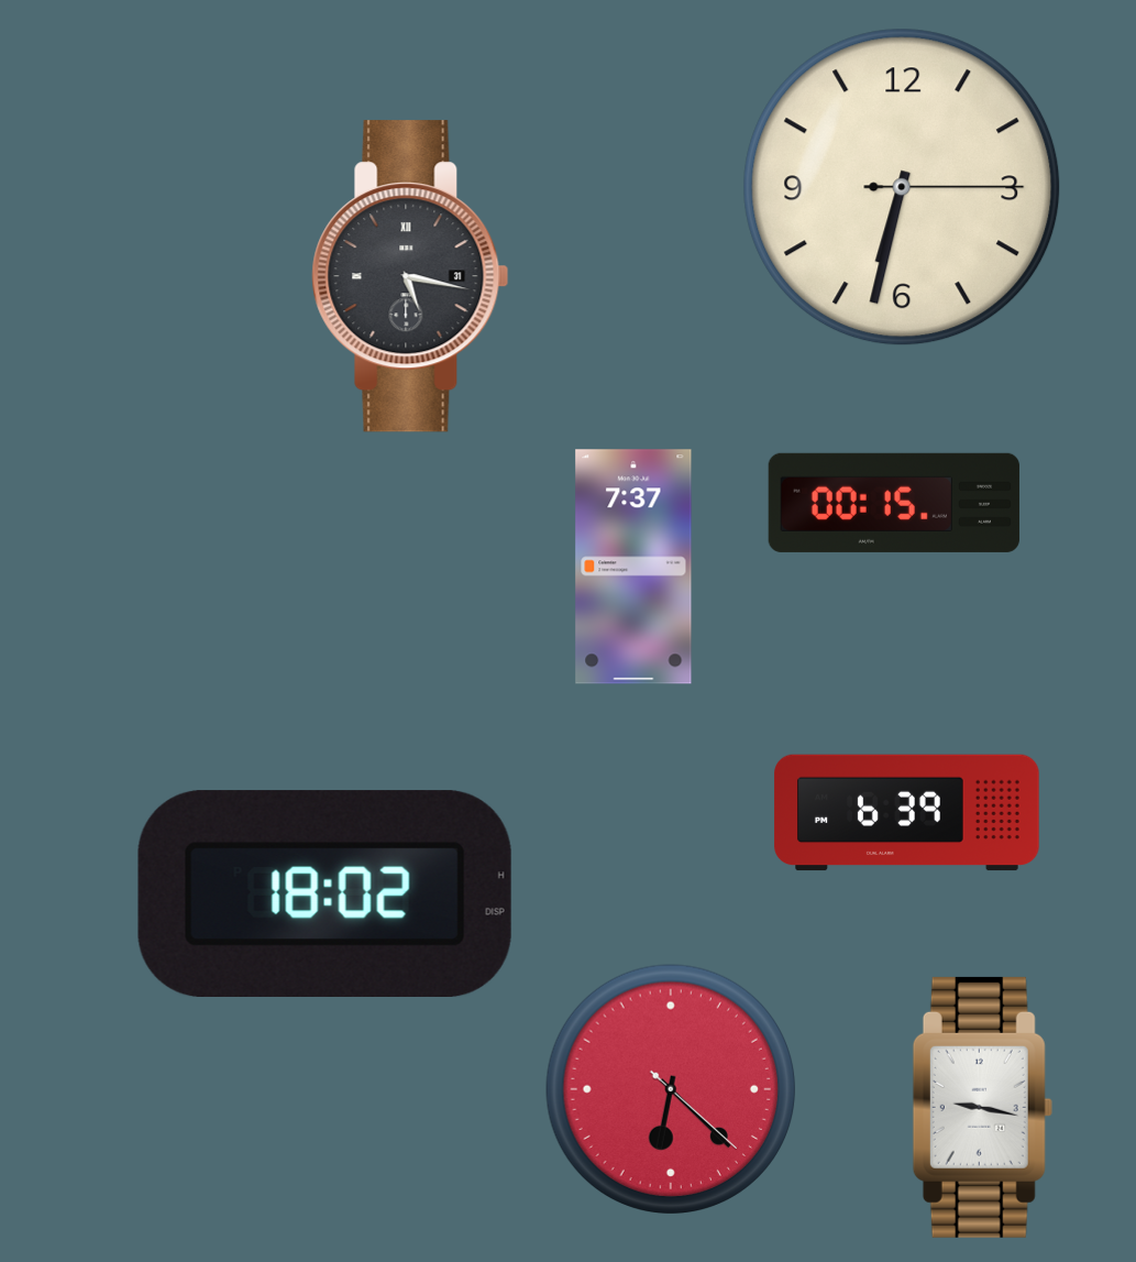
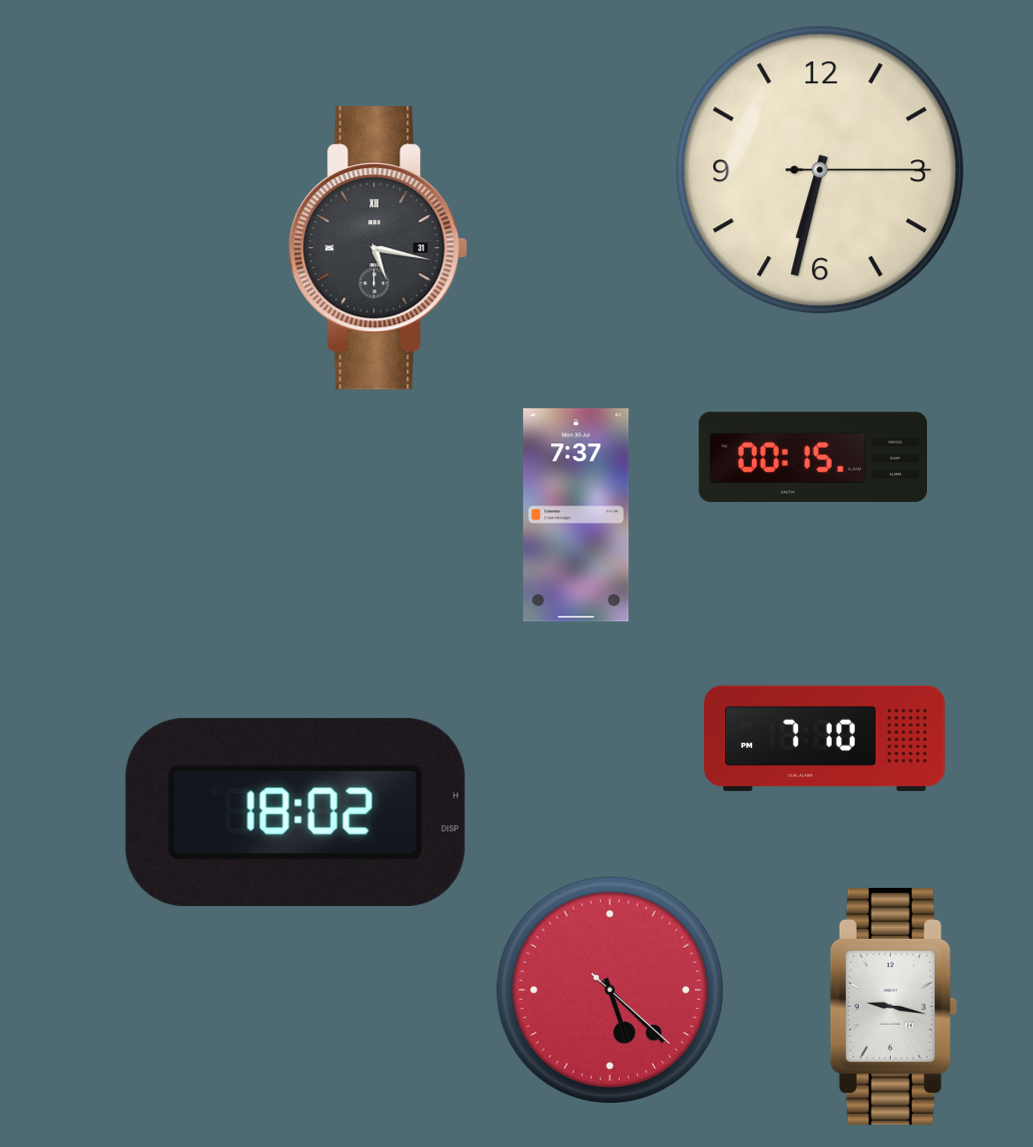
clock at (410, 276) position: (410, 276) -> (378, 248)
clock at (907, 813): 6:39 -> 7:10
clock at (670, 1088): 6:22 -> 5:22
